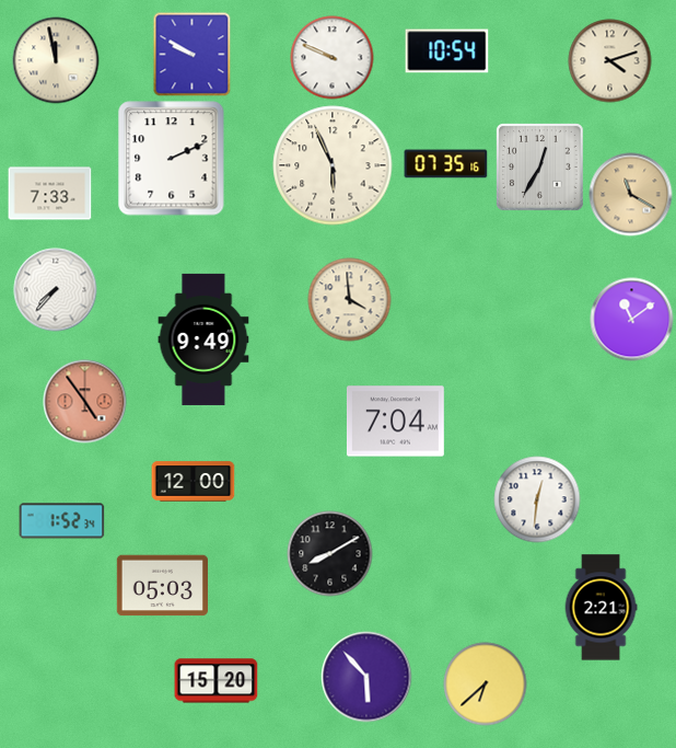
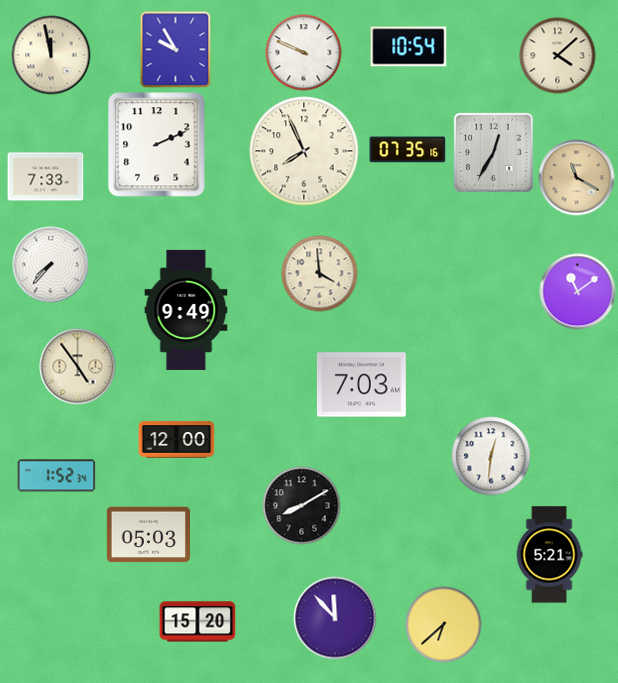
clock at (193, 55): 9:50 -> 9:55
clock at (610, 61): 4:12 -> 4:08
clock at (333, 165): 5:56 -> 7:56
clock at (85, 402) dial: salmon -> cream
clock at (395, 422): 7:04 -> 7:03
clock at (601, 608): 2:21 -> 5:21
clock at (366, 677): 5:53 -> 11:53
